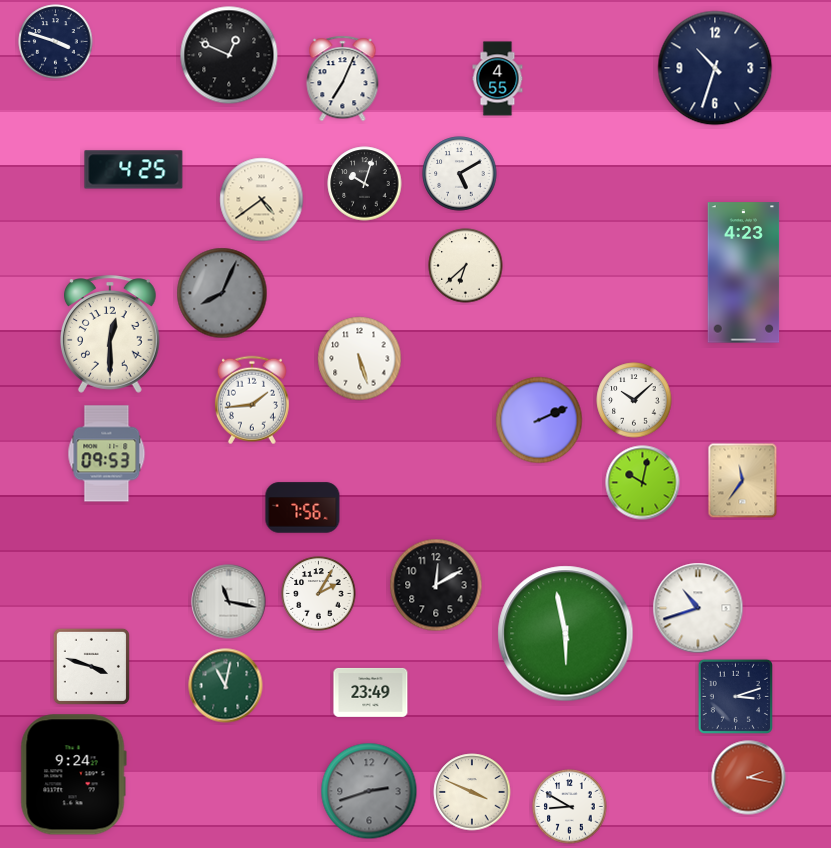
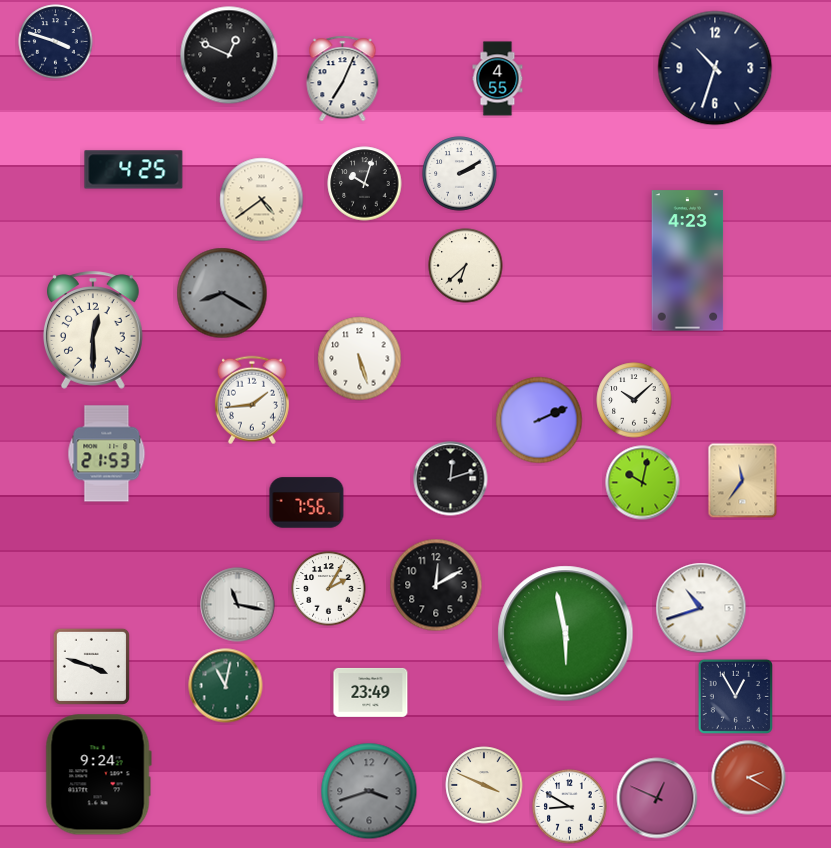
clock at (460, 174): 5:10 -> 2:10
clock at (744, 273) position: (744, 273) -> (688, 261)
clock at (222, 293): 8:04 -> 8:20
clock at (111, 334) position: (111, 334) -> (94, 330)
clock at (107, 454): 09:53 -> 21:53
clock at (451, 479): none -> 12:12
clock at (303, 508) position: (303, 508) -> (307, 503)
clock at (319, 594) position: (319, 594) -> (329, 589)
clock at (229, 602) position: (229, 602) -> (238, 605)
clock at (698, 608) position: (698, 608) -> (701, 608)
clock at (735, 696): 3:12 -> 12:55
clock at (73, 775) position: (73, 775) -> (98, 775)
clock at (749, 778): 2:17 -> 2:20
clock at (369, 791): 2:42 -> 3:42
clock at (472, 792) position: (472, 792) -> (484, 785)
clock at (657, 798): none -> 12:49
